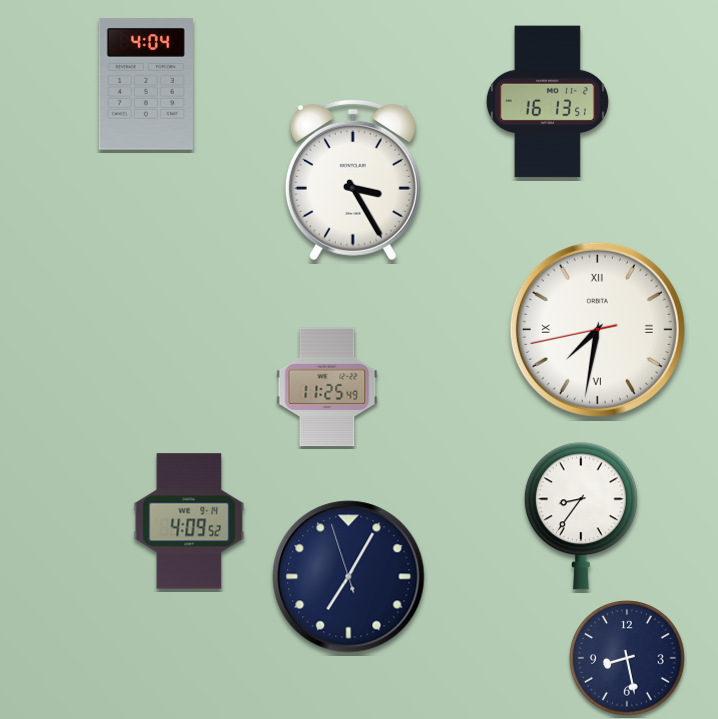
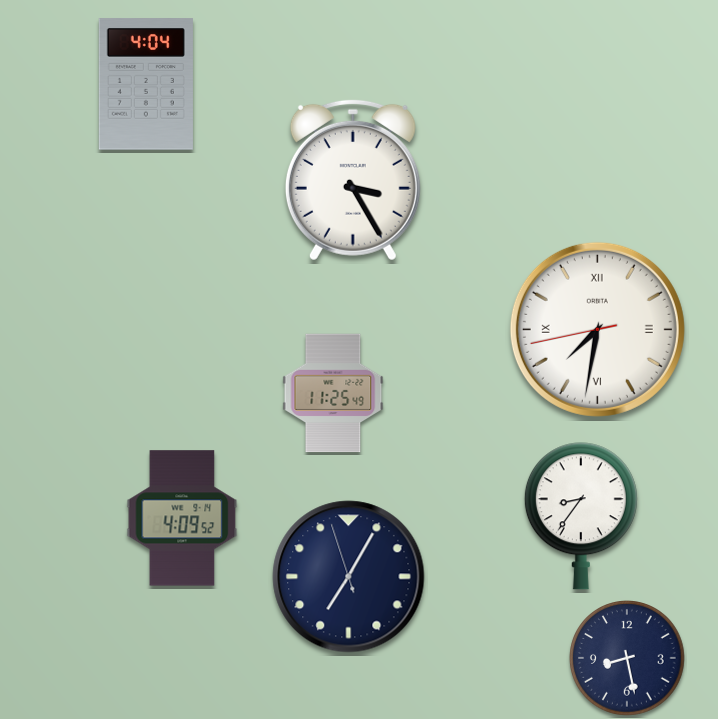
clock at (547, 102): 16:13 -> none
clock at (327, 387) position: (327, 387) -> (333, 393)
clock at (189, 521) position: (189, 521) -> (182, 518)
